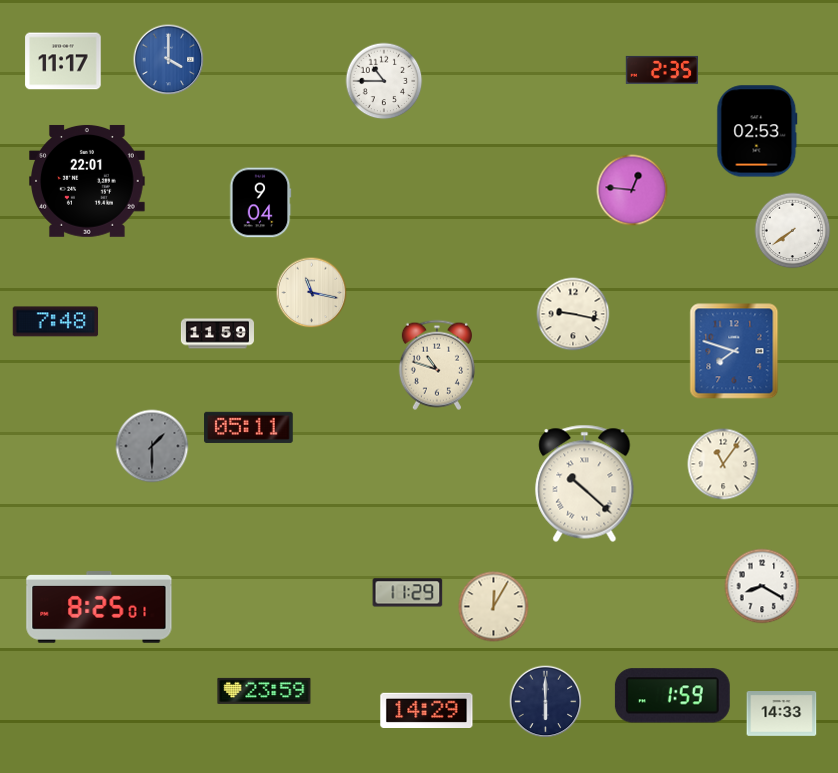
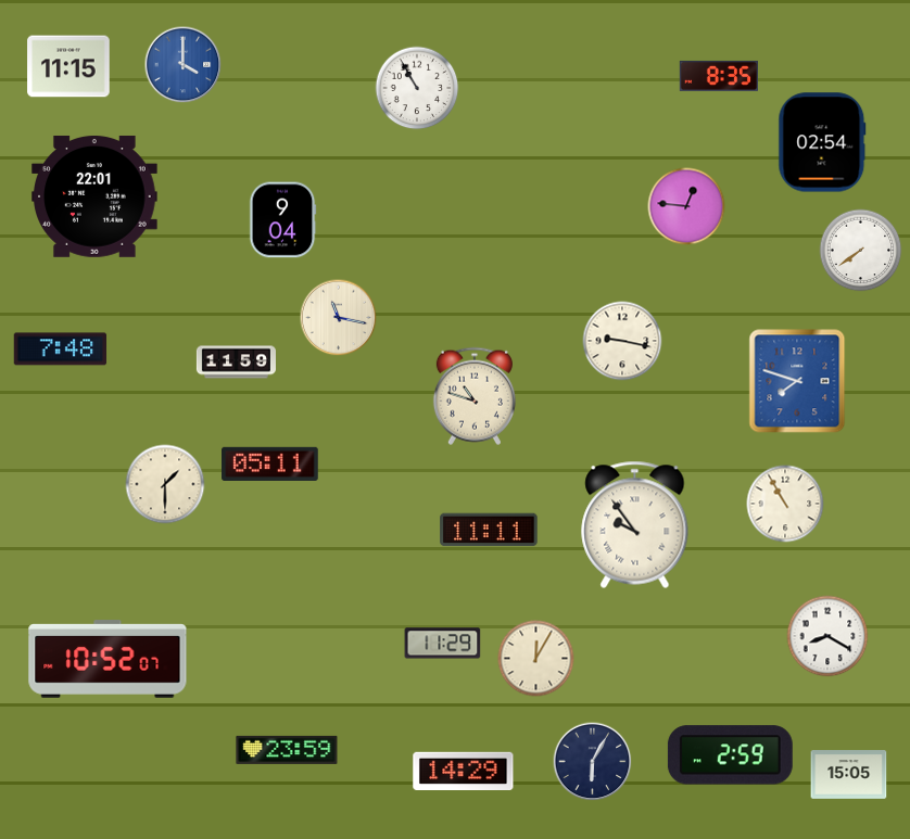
clock at (63, 61): 11:17 -> 11:15
clock at (661, 70): 2:35 -> 8:35
clock at (384, 81): 10:45 -> 10:55
clock at (757, 131): 02:53 -> 02:54
clock at (152, 446) dial: grey -> cream
clock at (723, 464): 11:06 -> 10:55
clock at (585, 483): 10:22 -> 9:54
clock at (489, 530): none -> 11:11
clock at (99, 607): 8:25 -> 10:52
clock at (672, 696): 1:59 -> 2:59
clock at (546, 702): 6:00 -> 6:05
clock at (782, 714): 14:33 -> 15:05
